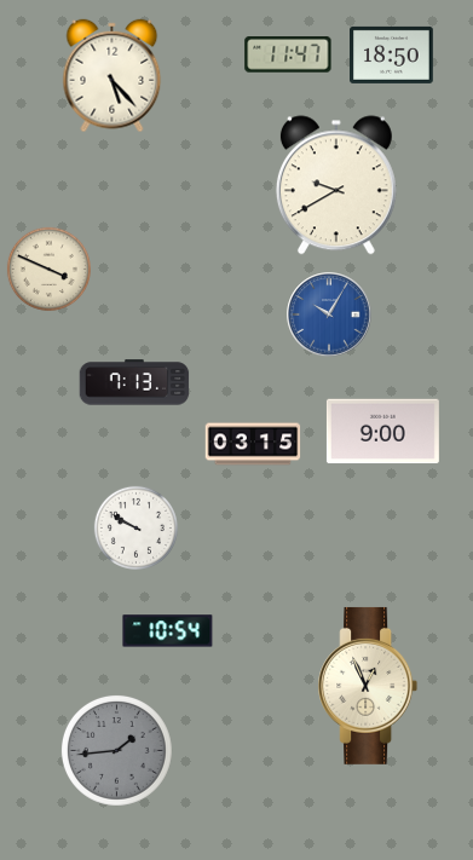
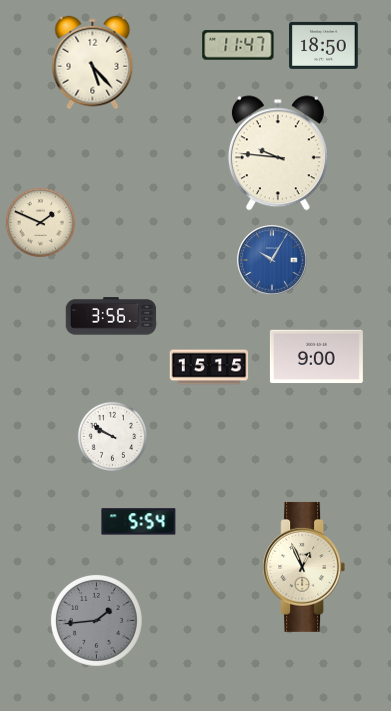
clock at (336, 185): 9:40 -> 9:46
clock at (48, 269): 3:49 -> 1:49
clock at (134, 382): 7:13 -> 3:56
clock at (253, 444): 03:15 -> 15:15
clock at (168, 631): 10:54 -> 5:54
